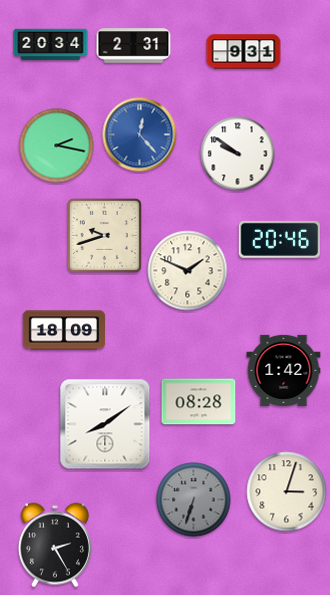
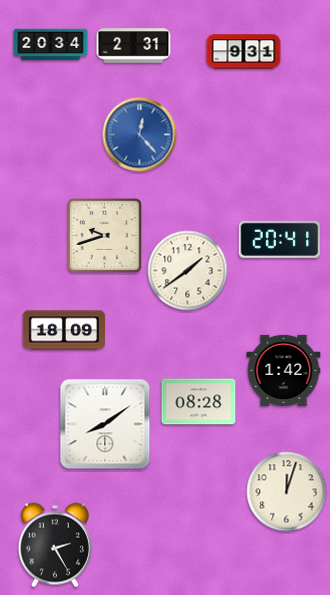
clock at (57, 146): 2:17 -> none
clock at (238, 154): 9:51 -> none
clock at (279, 239): 20:46 -> 20:41
clock at (188, 271): 1:49 -> 1:39
clock at (287, 492): 3:03 -> 12:03
clock at (194, 500): 6:33 -> none
